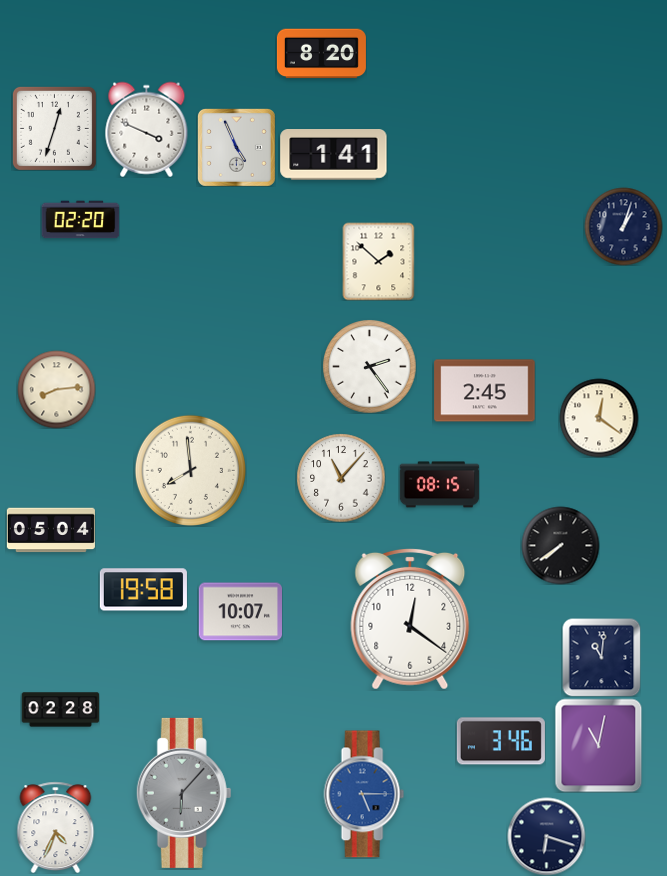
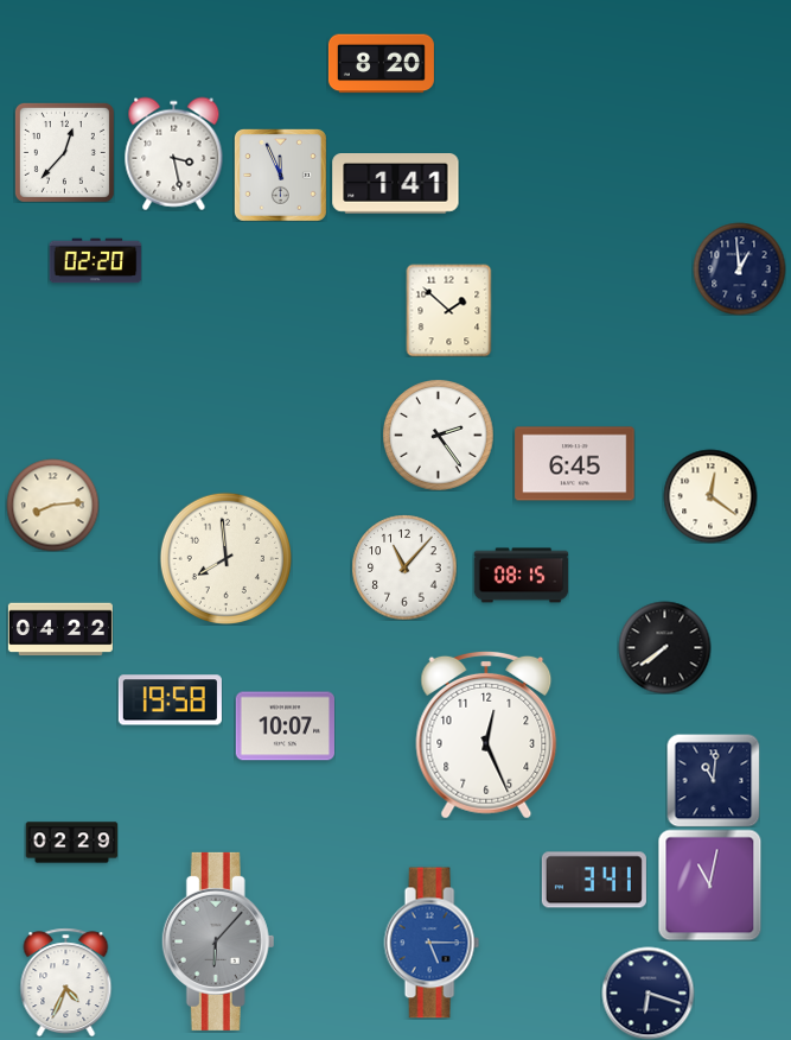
clock at (54, 128): 12:33 -> 12:37
clock at (147, 129): 3:49 -> 3:28
clock at (236, 147): 4:56 -> 11:56
clock at (623, 226): 1:03 -> 12:59
clock at (56, 389) position: (56, 389) -> (52, 505)
clock at (485, 391): 2:45 -> 6:45
clock at (51, 530): 05:04 -> 04:22
clock at (410, 619): 12:21 -> 12:26
clock at (60, 710): 02:28 -> 02:29
clock at (501, 741): 3:46 -> 3:41
